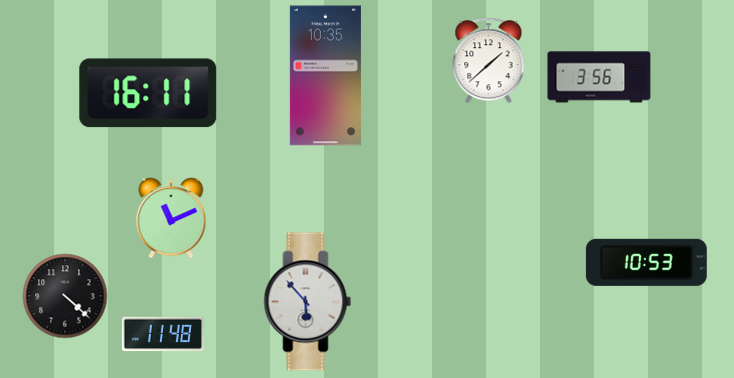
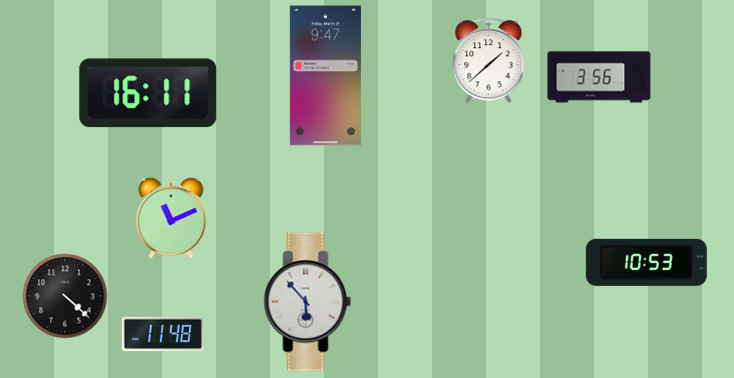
clock at (325, 76): 10:35 -> 9:47
